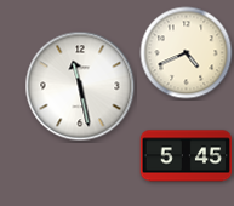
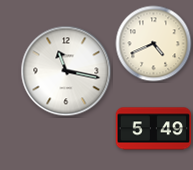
clock at (80, 86): 11:28 -> 11:17
clock at (187, 156): 5:45 -> 5:49
